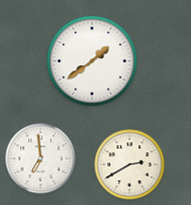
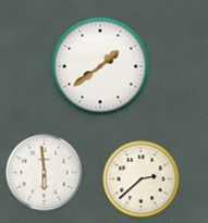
clock at (41, 159): 6:59 -> 5:59
clock at (130, 165): 2:40 -> 2:38
